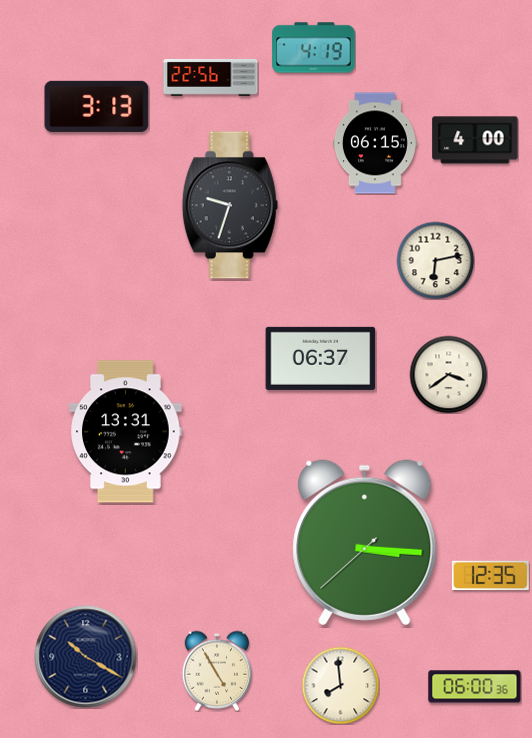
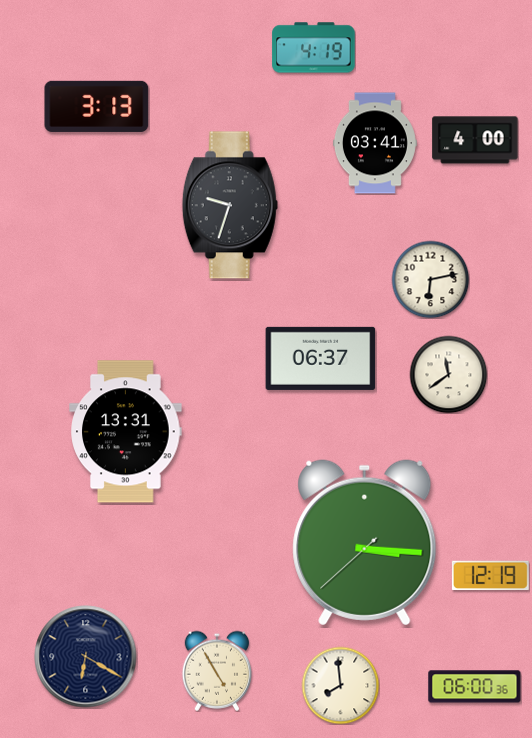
clock at (211, 77): 22:56 -> none
clock at (375, 143): 06:15 -> 03:41
clock at (435, 260) position: (435, 260) -> (430, 279)
clock at (448, 374): 3:39 -> 11:39
clock at (490, 576): 12:35 -> 12:19
clock at (86, 657): 10:20 -> 6:20
